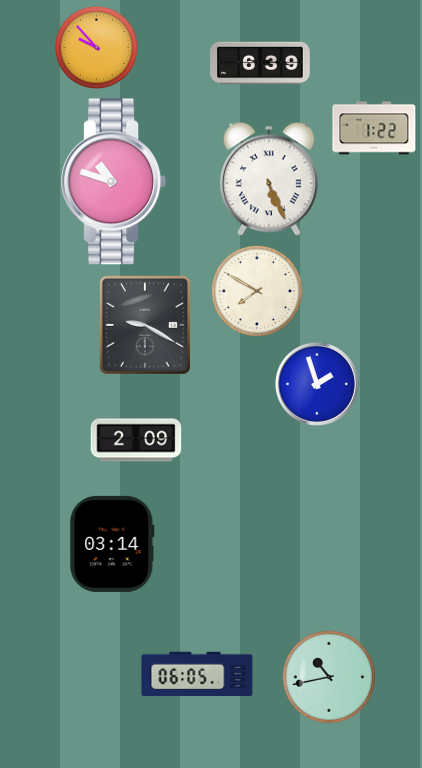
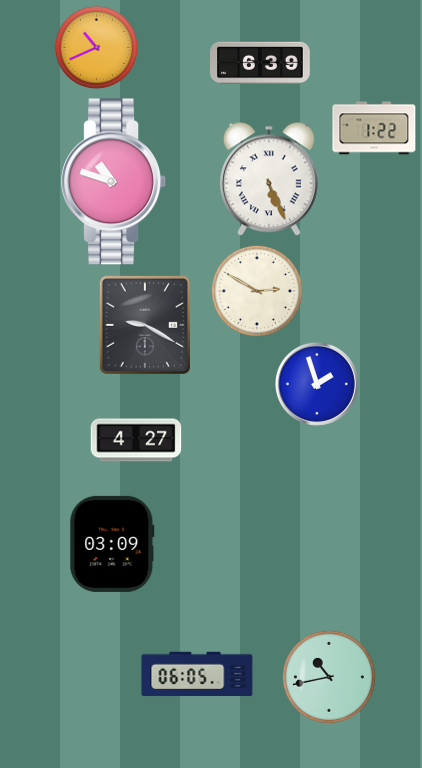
clock at (96, 47): 9:53 -> 10:41
clock at (257, 291): 7:50 -> 2:50
clock at (136, 440): 2:09 -> 4:27
clock at (112, 544): 03:14 -> 03:09
